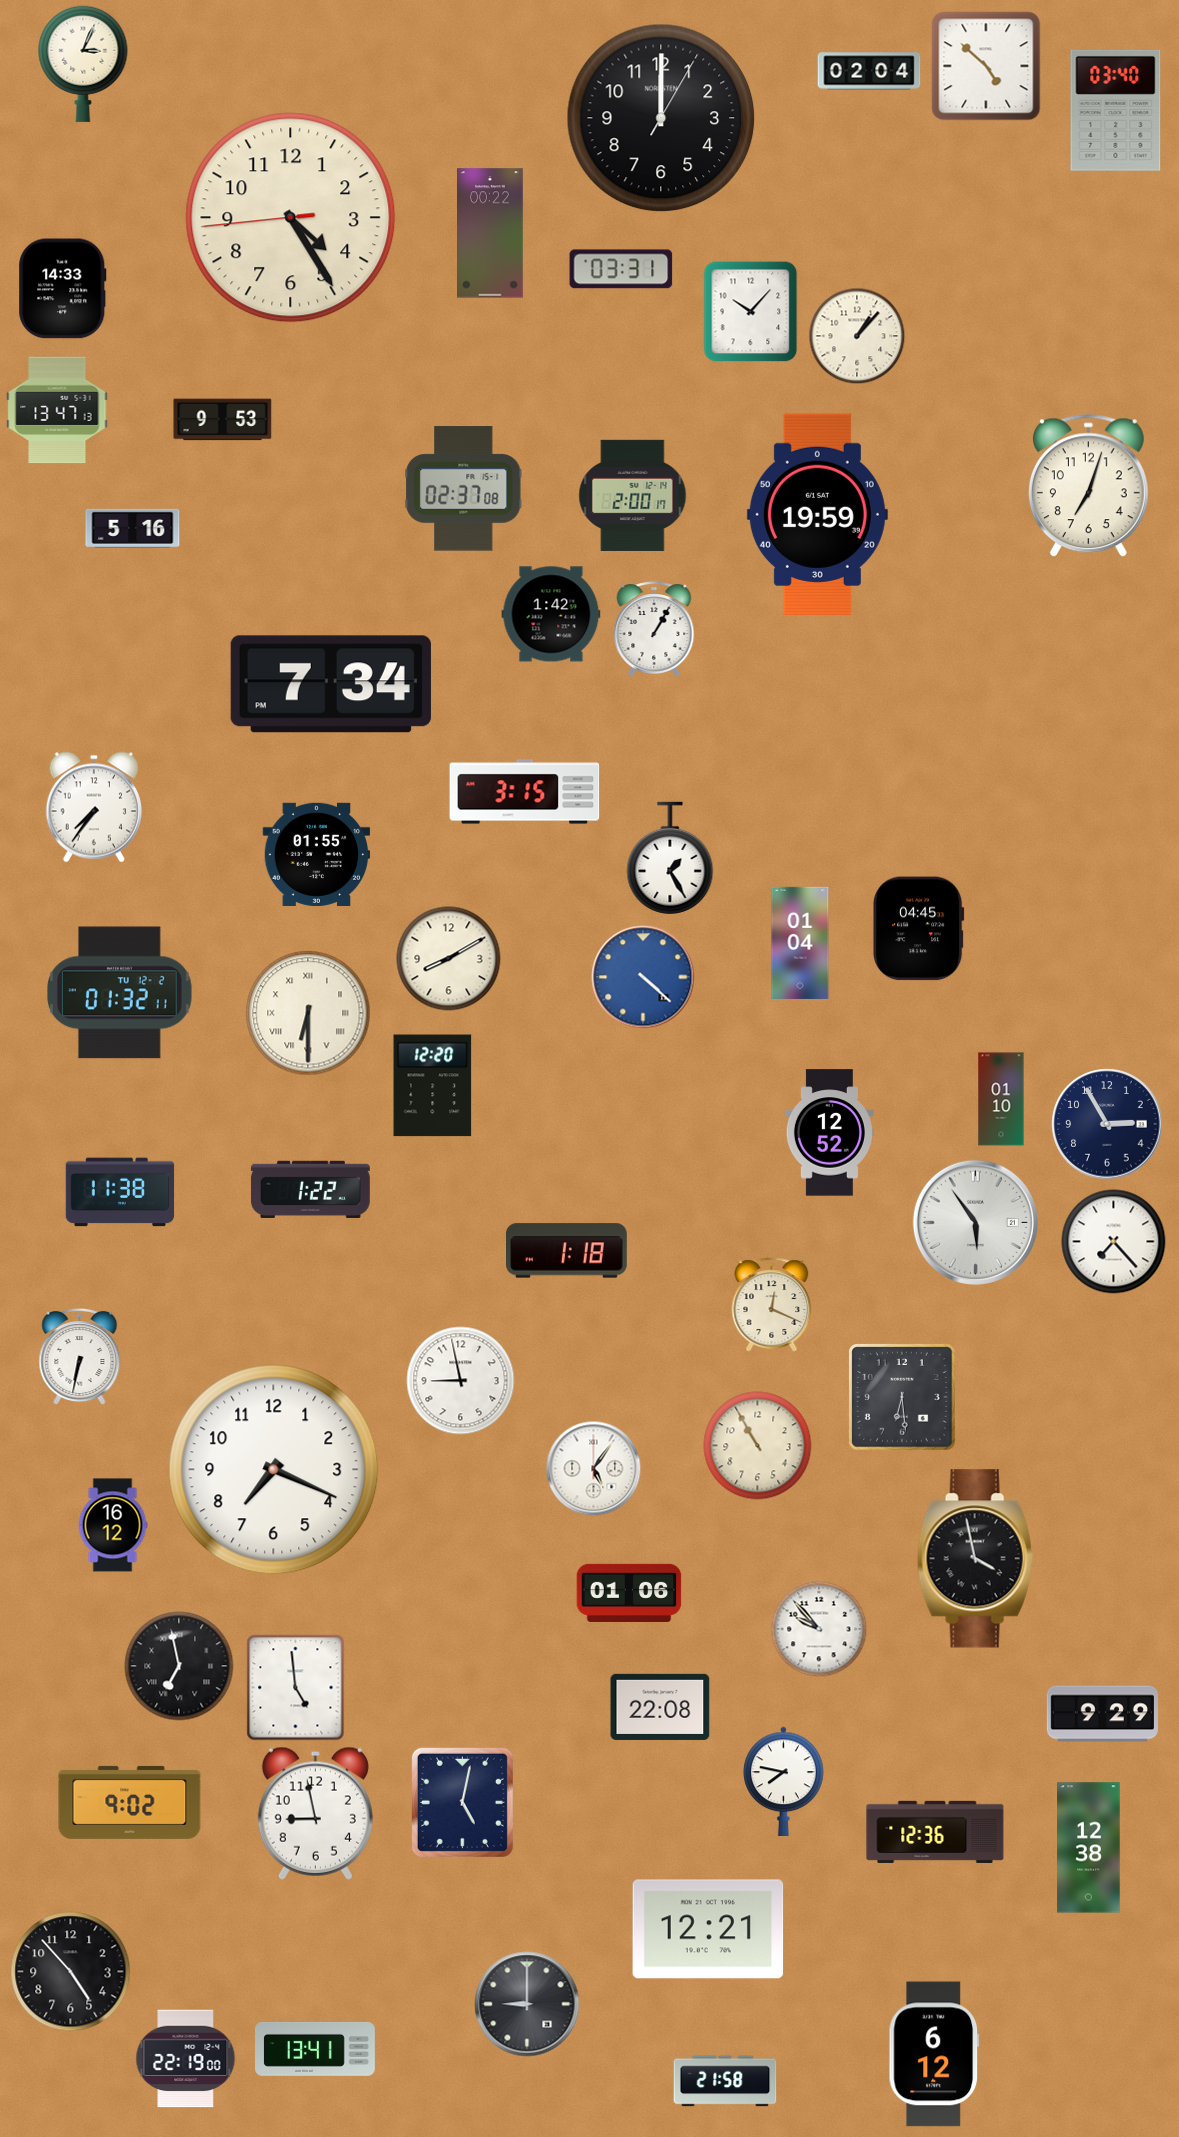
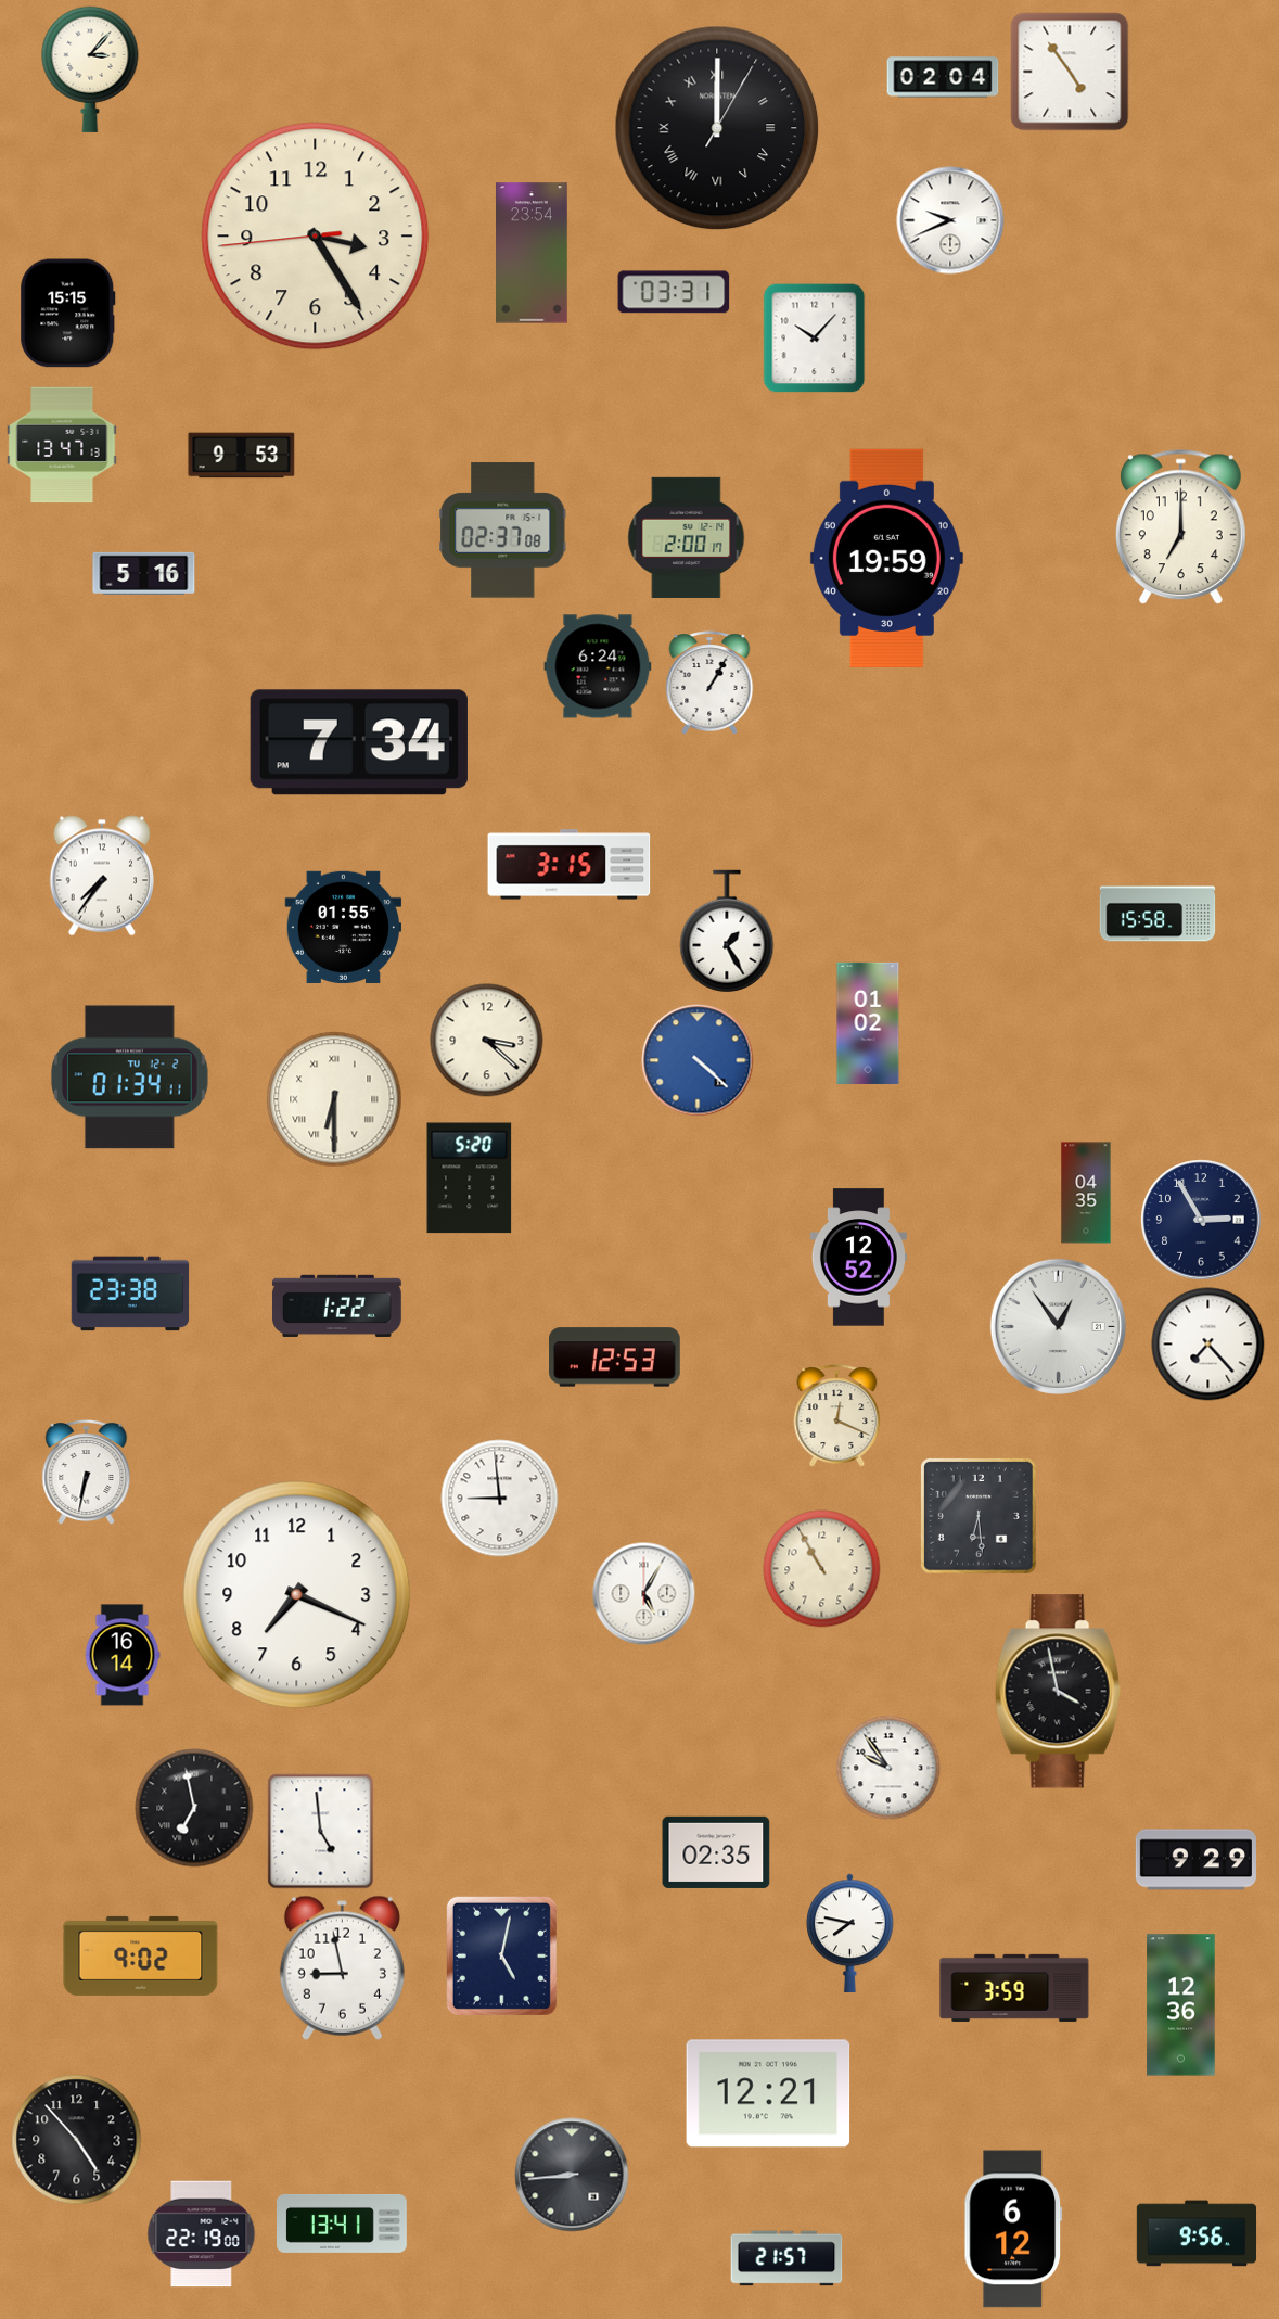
clock at (83, 64): 3:04 -> 3:07
clock at (986, 66): 4:52 -> 4:54
clock at (1116, 110): 03:40 -> none
clock at (661, 118) numerals: Arabic -> Roman
clock at (950, 220): none -> 9:41
clock at (291, 218): 4:24 -> 3:24
clock at (491, 233): 00:22 -> 23:54
clock at (63, 289): 14:33 -> 15:15
clock at (857, 336): 1:07 -> none
clock at (1088, 486): 7:03 -> 7:00
clock at (551, 614): 1:42 -> 6:24
clock at (525, 792) position: (525, 792) -> (570, 865)
clock at (1158, 914): none -> 15:58
clock at (918, 929): 04:45 -> none
clock at (800, 943): 01:04 -> 01:02
clock at (449, 959): 8:10 -> 3:22
clock at (120, 993): 01:32 -> 01:34
clock at (433, 1086): 12:20 -> 5:20
clock at (1001, 1099): 01:10 -> 04:35
clock at (829, 1133) position: (829, 1133) -> (858, 1258)
clock at (310, 1189) position: (310, 1189) -> (336, 1305)
clock at (120, 1192): 11:38 -> 23:38
clock at (975, 1222): 5:54 -> 12:54
clock at (1114, 1242) position: (1114, 1242) -> (1208, 1345)
clock at (567, 1251): 1:18 -> 12:53
clock at (461, 1381): 8:58 -> 8:59
clock at (593, 1468): 5:06 -> 5:05
clock at (113, 1525): 16:12 -> 16:14
clock at (629, 1593): 01:06 -> none
clock at (819, 1629): 9:53 -> 9:54
clock at (660, 1707): 22:08 -> 02:35
clock at (935, 1832): 12:36 -> 3:59
clock at (1089, 1848): 12:38 -> 12:36
clock at (527, 2004): 9:00 -> 8:44
clock at (1197, 2233): none -> 9:56
clock at (725, 2081): 21:58 -> 21:57
